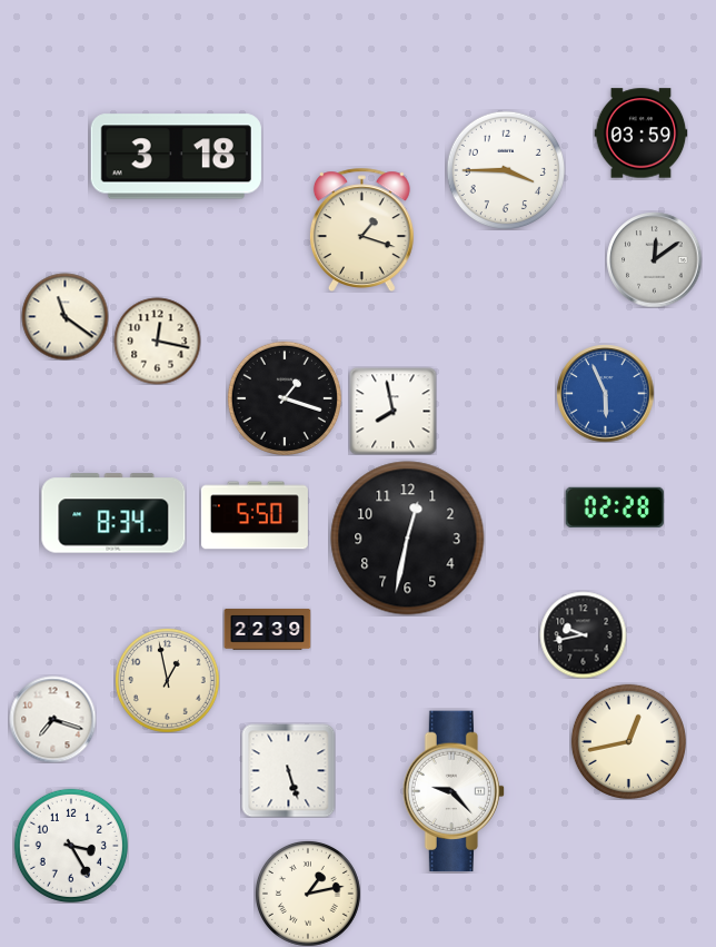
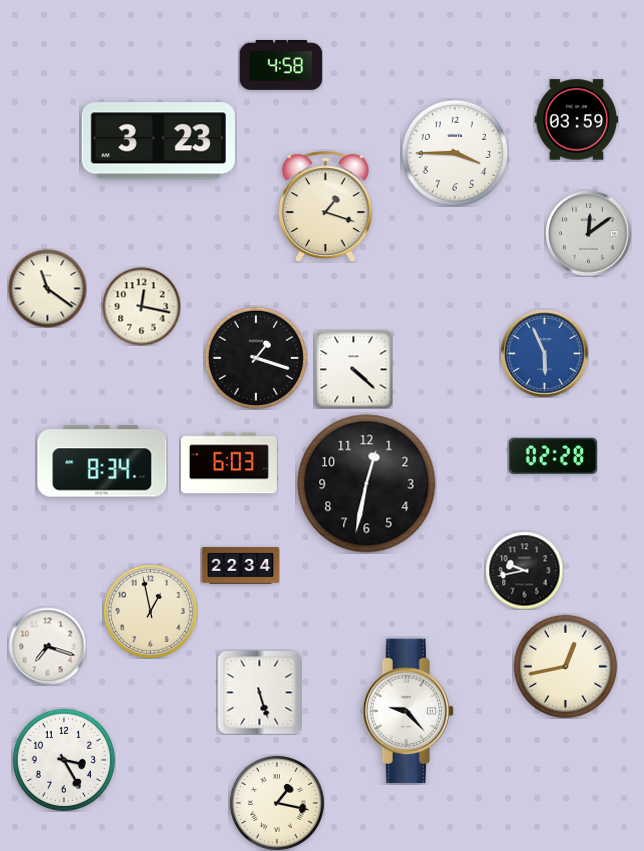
clock at (281, 66): none -> 4:58
clock at (176, 157): 3:18 -> 3:23
clock at (64, 316) position: (64, 316) -> (47, 288)
clock at (392, 411): 7:58 -> 4:22
clock at (255, 515): 5:50 -> 6:03
clock at (267, 630): 22:39 -> 22:34
clock at (308, 894): 1:13 -> 1:17
